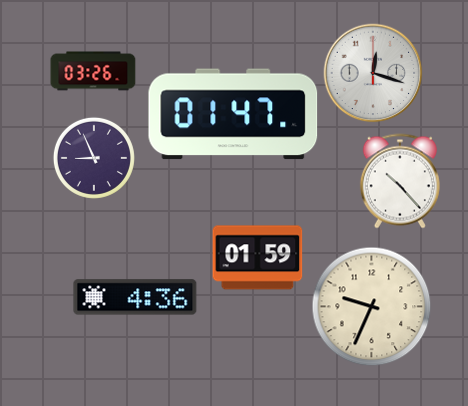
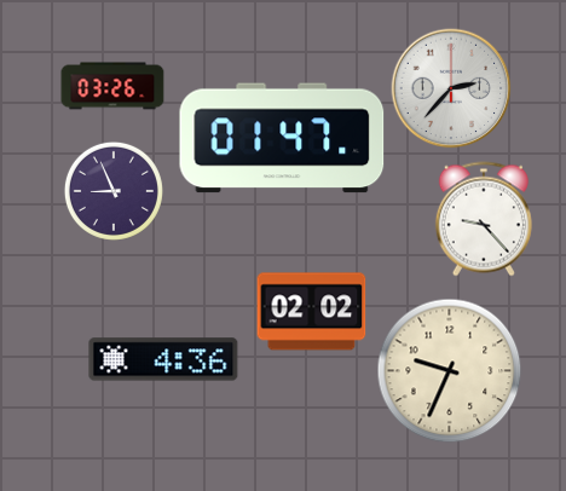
clock at (373, 73): 12:18 -> 2:37
clock at (400, 181): 10:23 -> 9:23
clock at (258, 258): 01:59 -> 02:02
